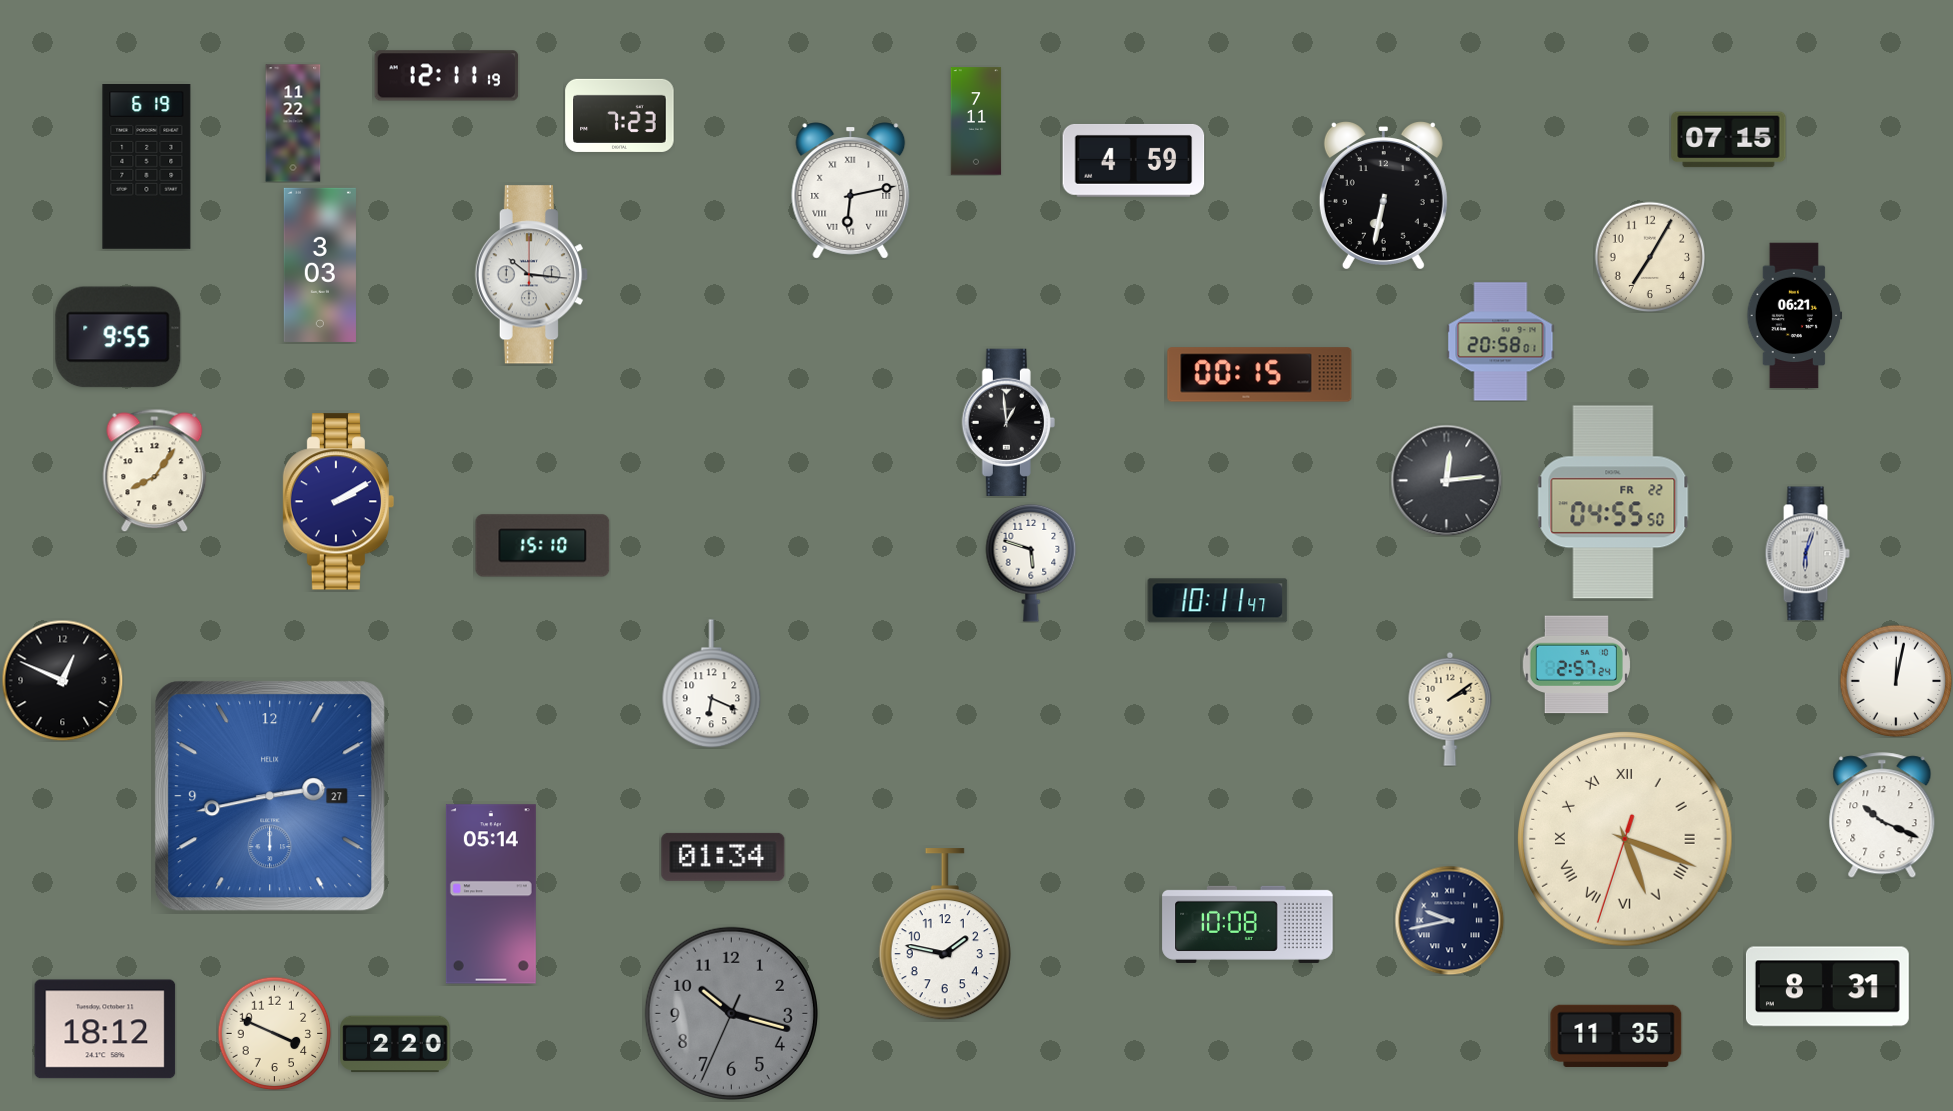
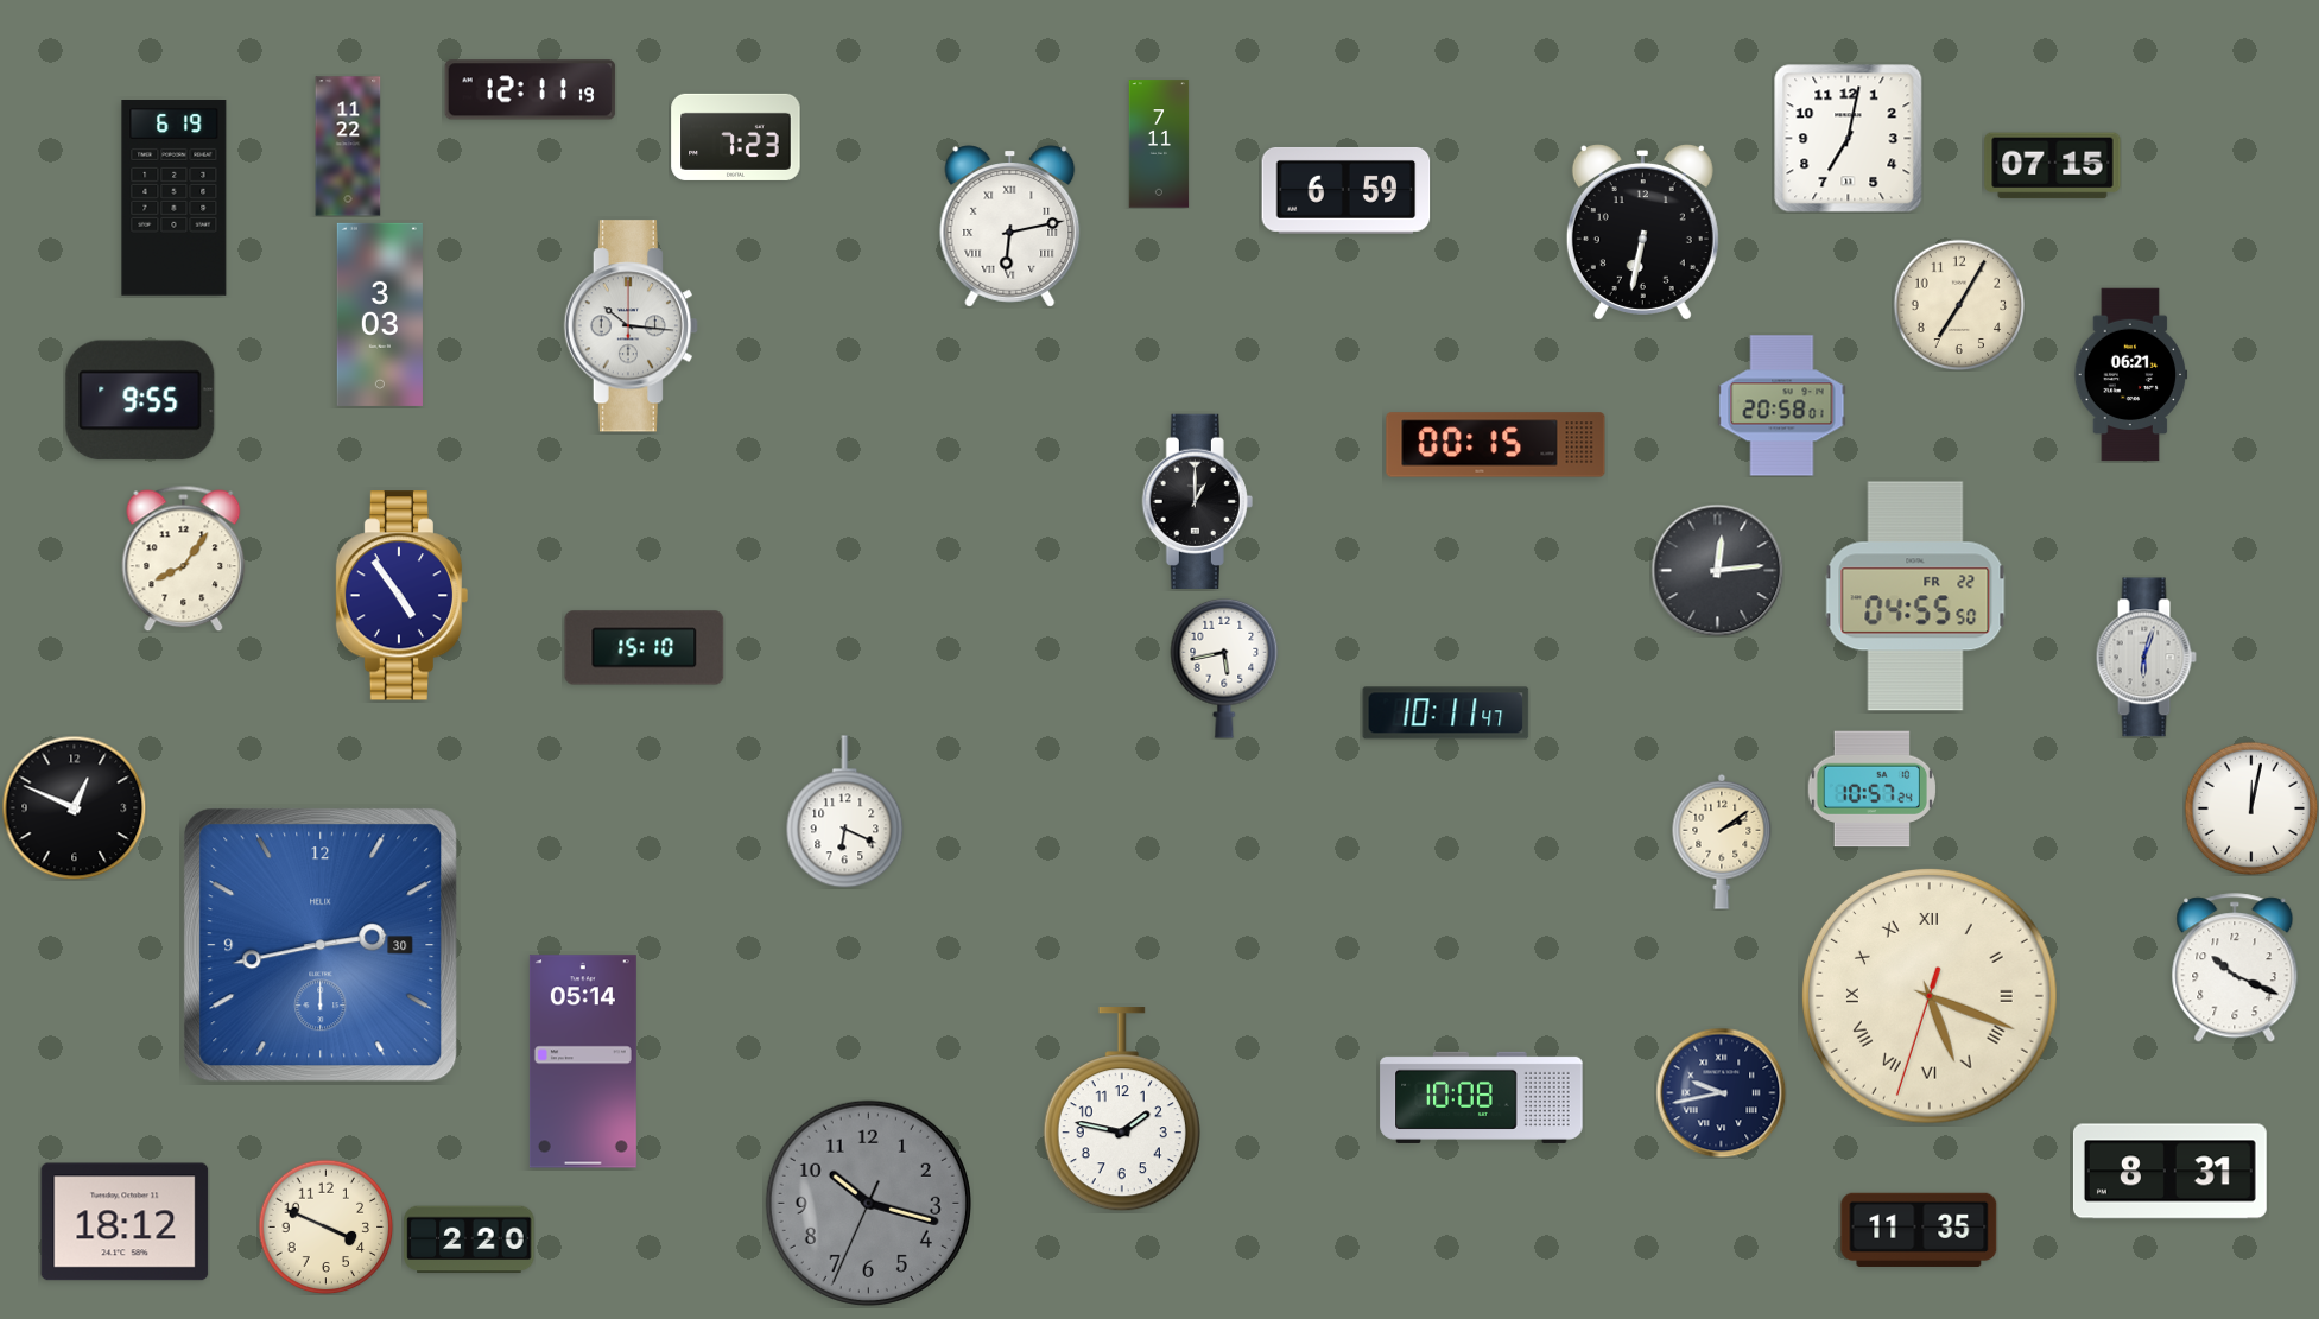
clock at (1848, 138): none -> 7:02
clock at (1134, 161): 4:59 -> 6:59
clock at (1008, 422): 12:59 -> 1:00
clock at (339, 502): 2:10 -> 4:54
clock at (1031, 563): 5:48 -> 5:43
clock at (1576, 665): 2:57 -> 10:57
clock at (270, 796) date: 27 -> 30
clock at (723, 857): 01:34 -> none
